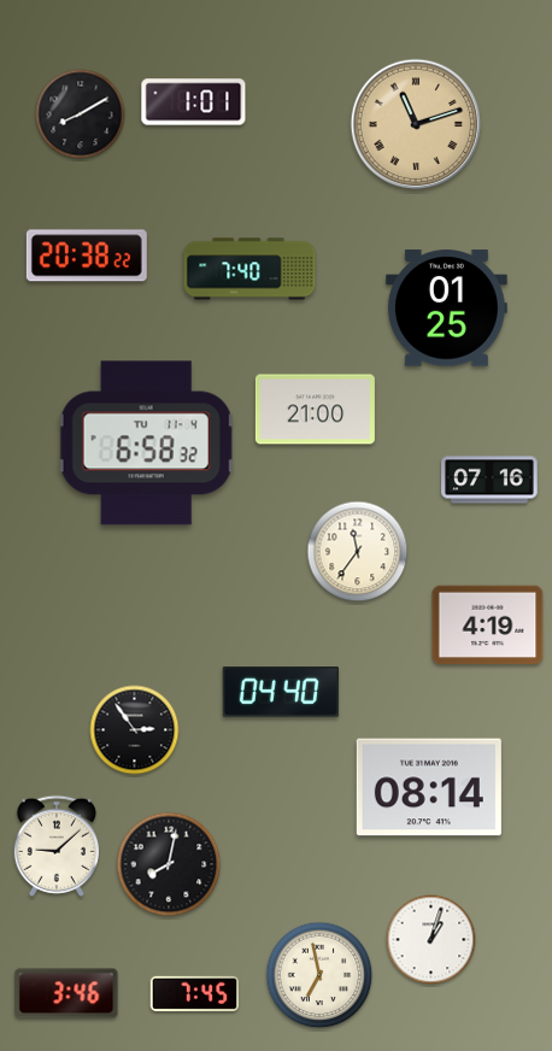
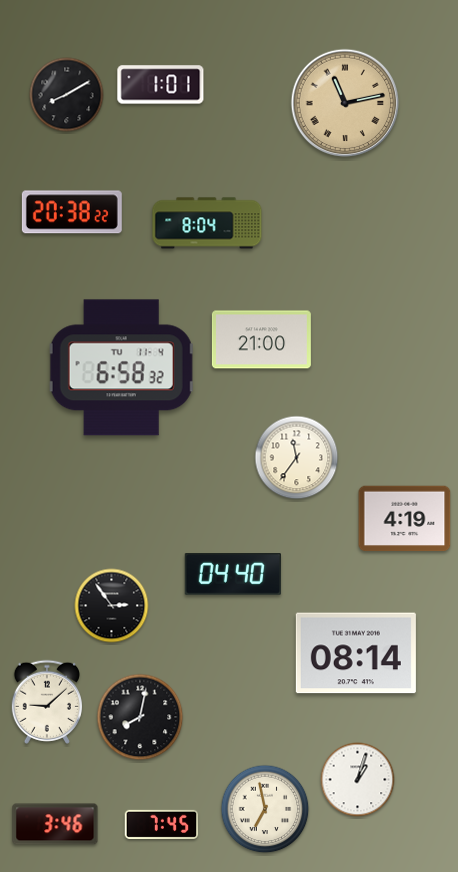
clock at (416, 124): 11:12 -> 11:13
clock at (249, 269): 7:40 -> 8:04
clock at (446, 309): 01:25 -> none
clock at (489, 480): 07:16 -> none
